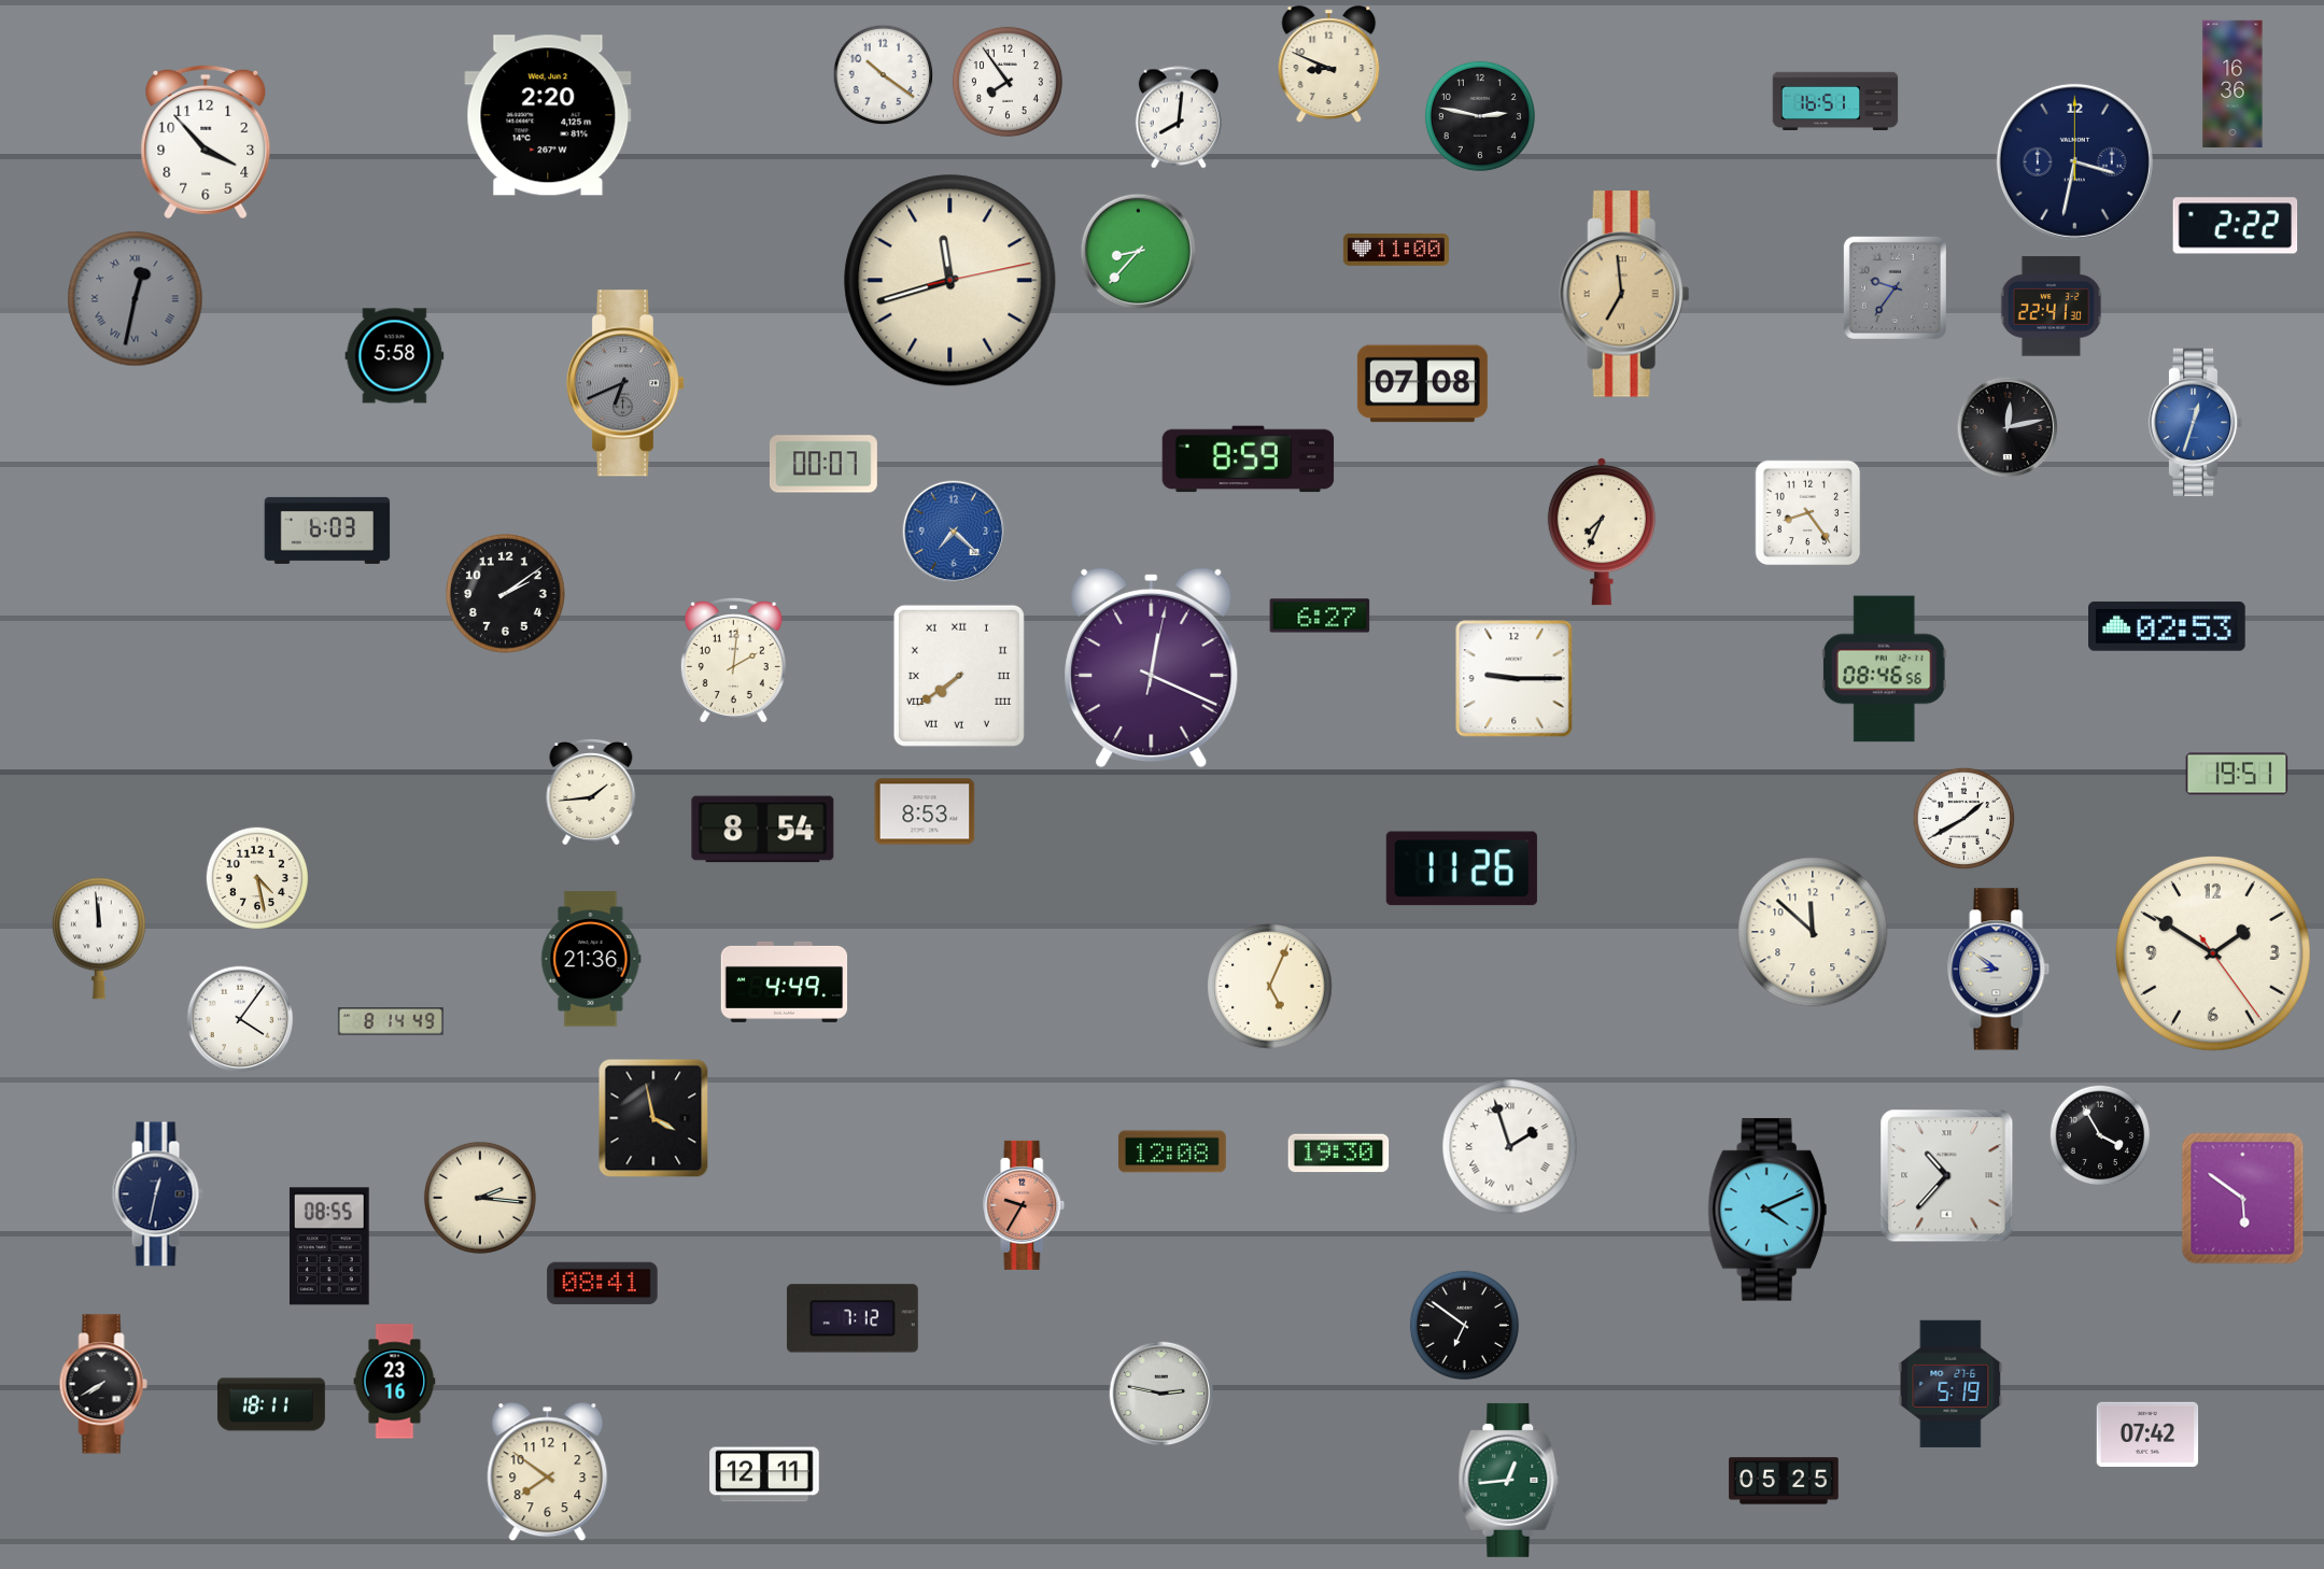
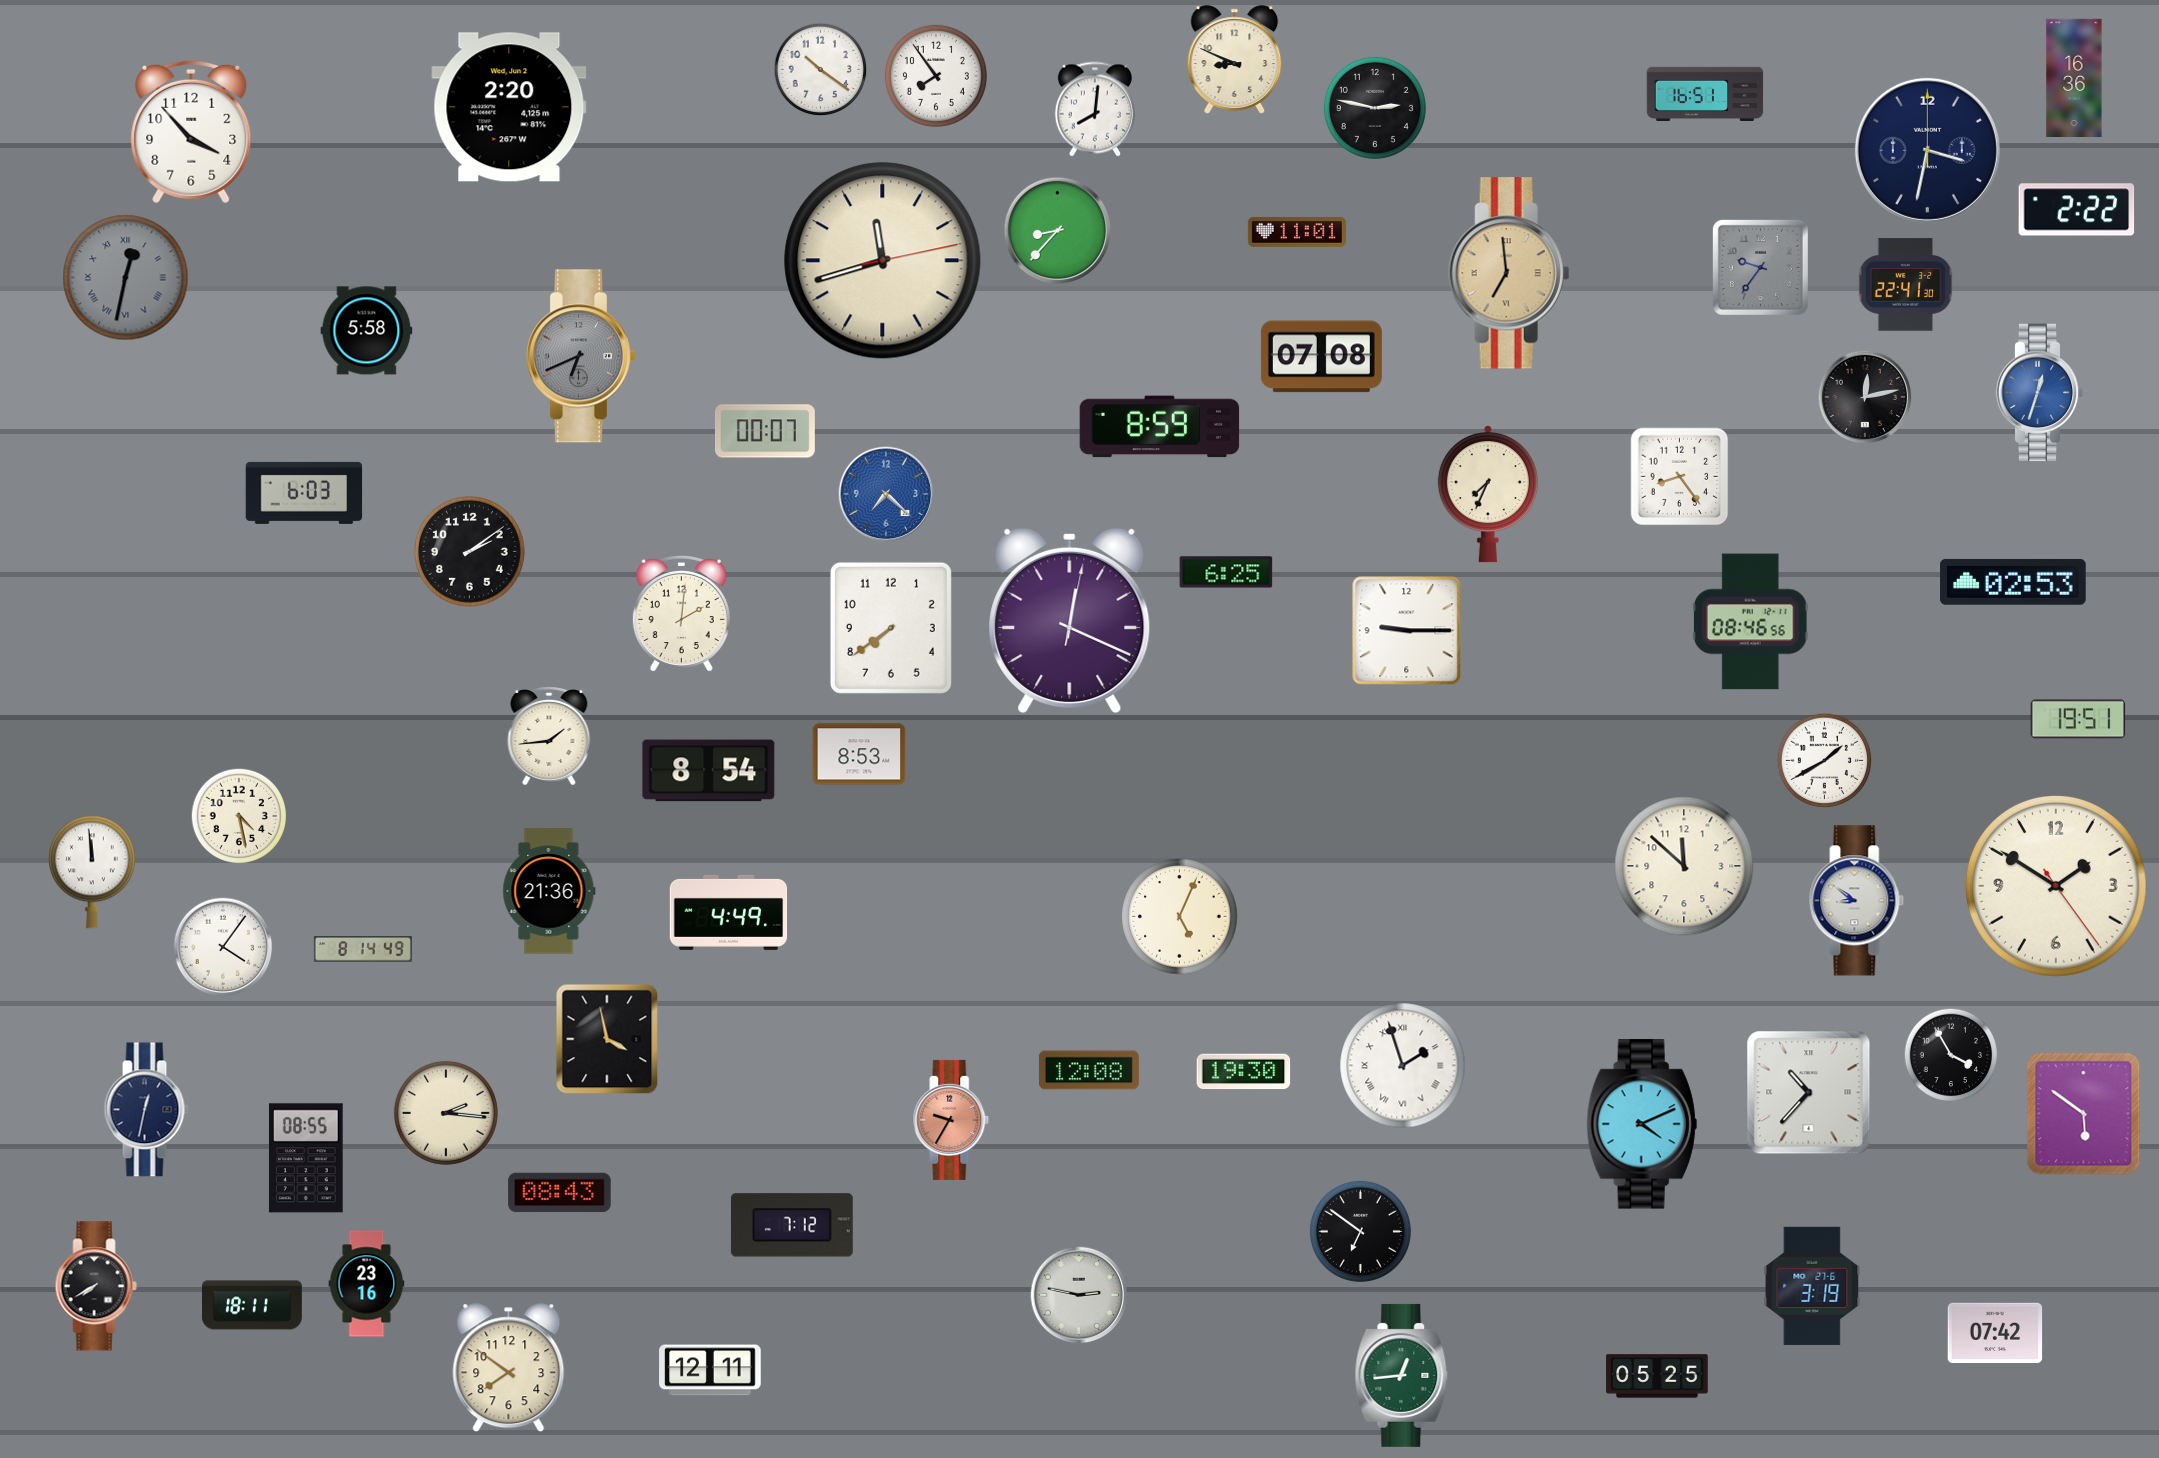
clock at (1396, 250): 11:00 -> 11:01
clock at (1139, 252) position: (1139, 252) -> (1058, 231)
clock at (1320, 616): 6:27 -> 6:25
clock at (959, 676) numerals: Roman -> Arabic
clock at (1462, 868): 11:26 -> none
clock at (603, 1284): 08:41 -> 08:43
clock at (1950, 1384): 5:19 -> 3:19
